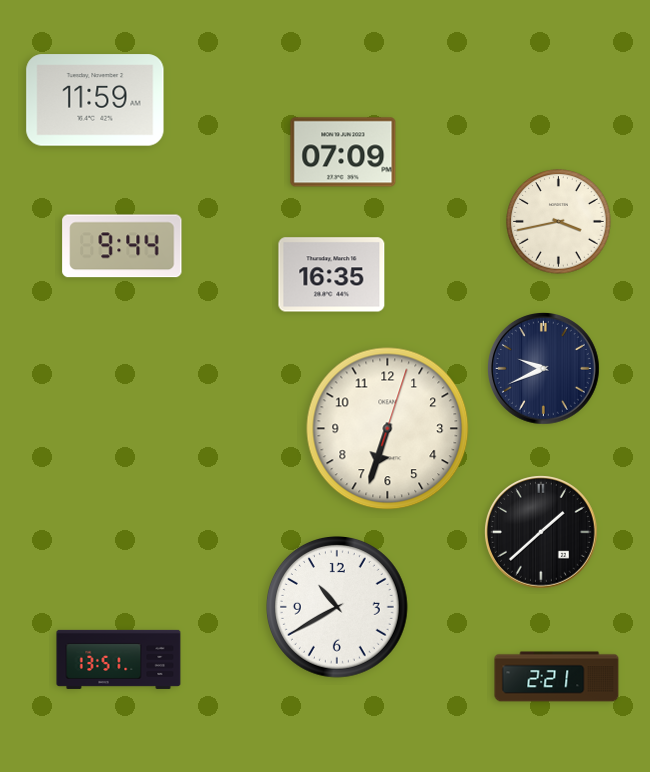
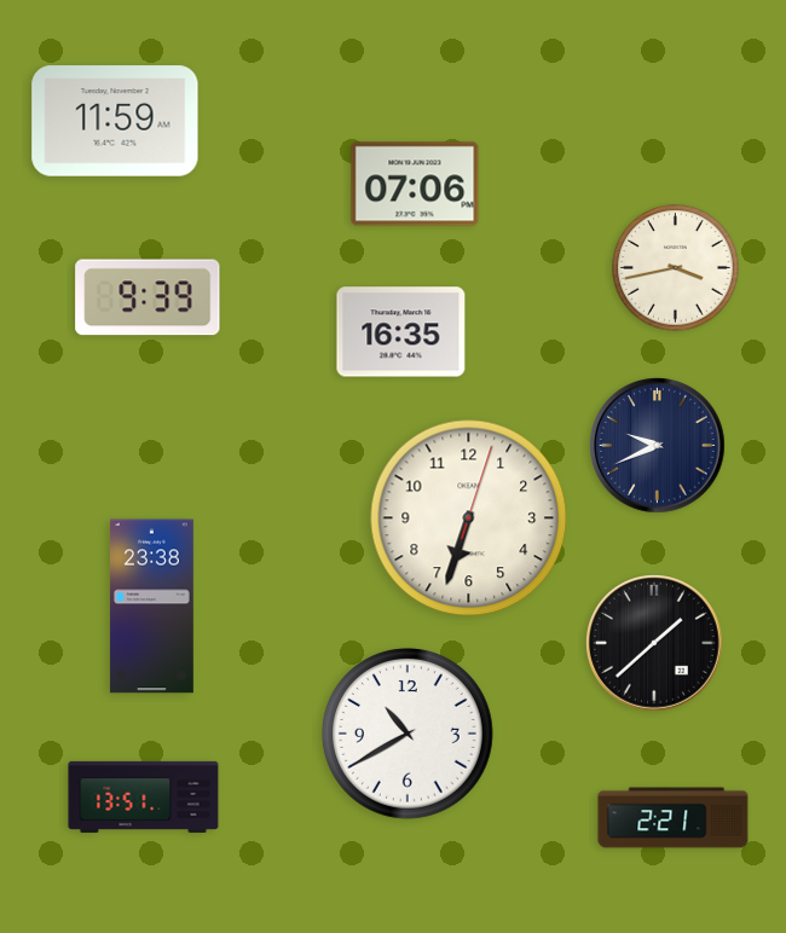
clock at (343, 152): 07:09 -> 07:06
clock at (122, 246): 9:44 -> 9:39
clock at (151, 607): none -> 23:38
